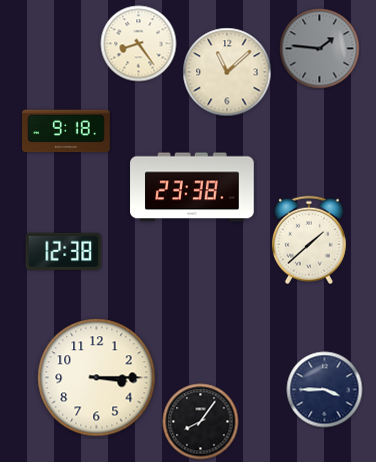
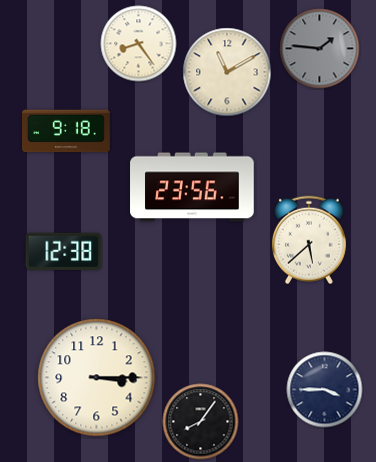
clock at (227, 72): 11:08 -> 11:10
clock at (192, 187): 23:38 -> 23:56
clock at (309, 240): 1:38 -> 5:38
